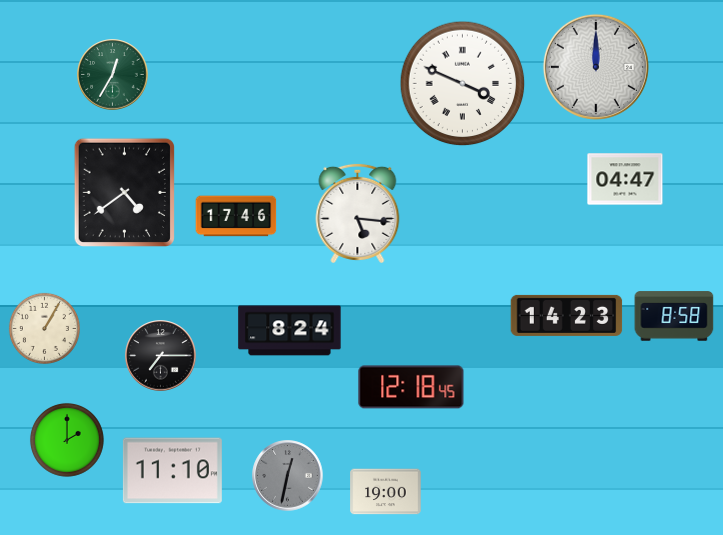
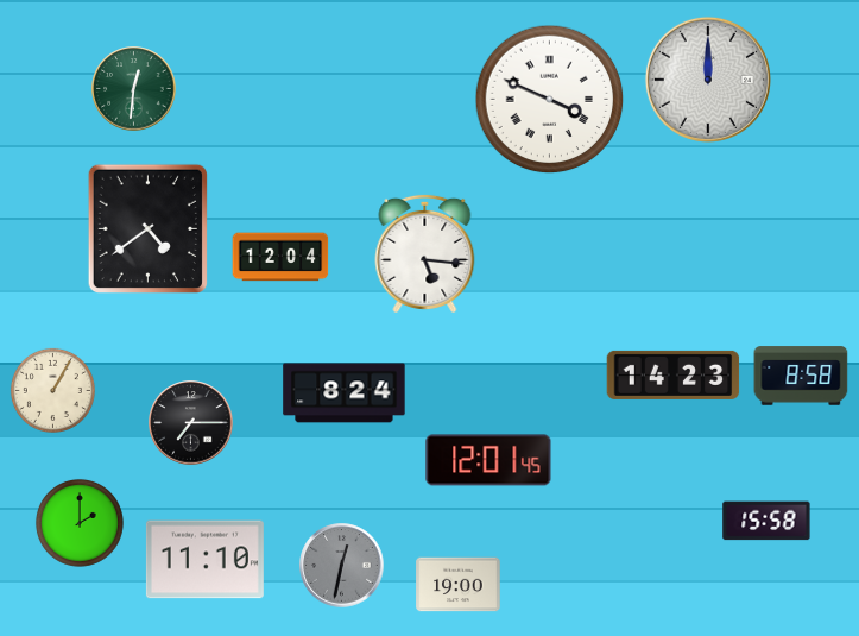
clock at (113, 75): 12:35 -> 12:31
clock at (625, 179): 04:47 -> none
clock at (236, 216): 17:46 -> 12:04
clock at (411, 387): 12:18 -> 12:01
clock at (766, 521): none -> 15:58
